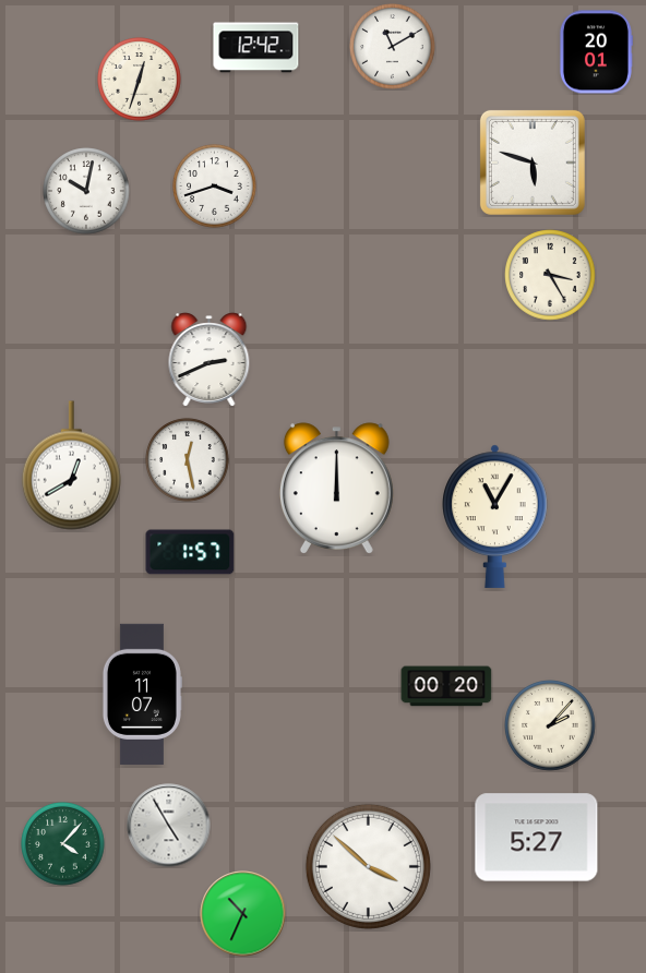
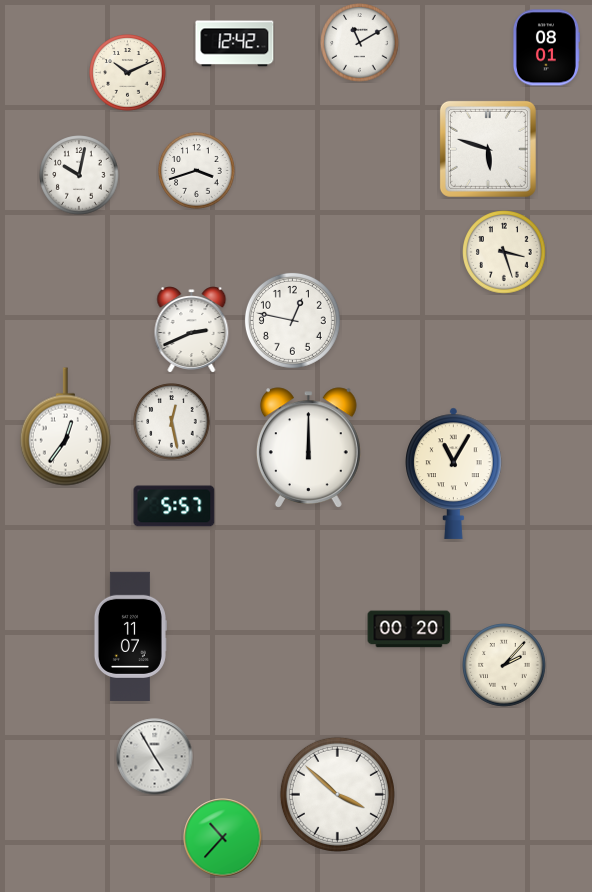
clock at (596, 52): 20:01 -> 08:01
clock at (140, 80): 12:33 -> 10:11
clock at (550, 275): 3:25 -> 3:27
clock at (292, 320): none -> 12:47
clock at (71, 466): 12:40 -> 12:36
clock at (190, 552): 1:57 -> 5:57
clock at (537, 838): 5:27 -> none
clock at (63, 844): 4:07 -> none
clock at (243, 914): 10:34 -> 10:37
